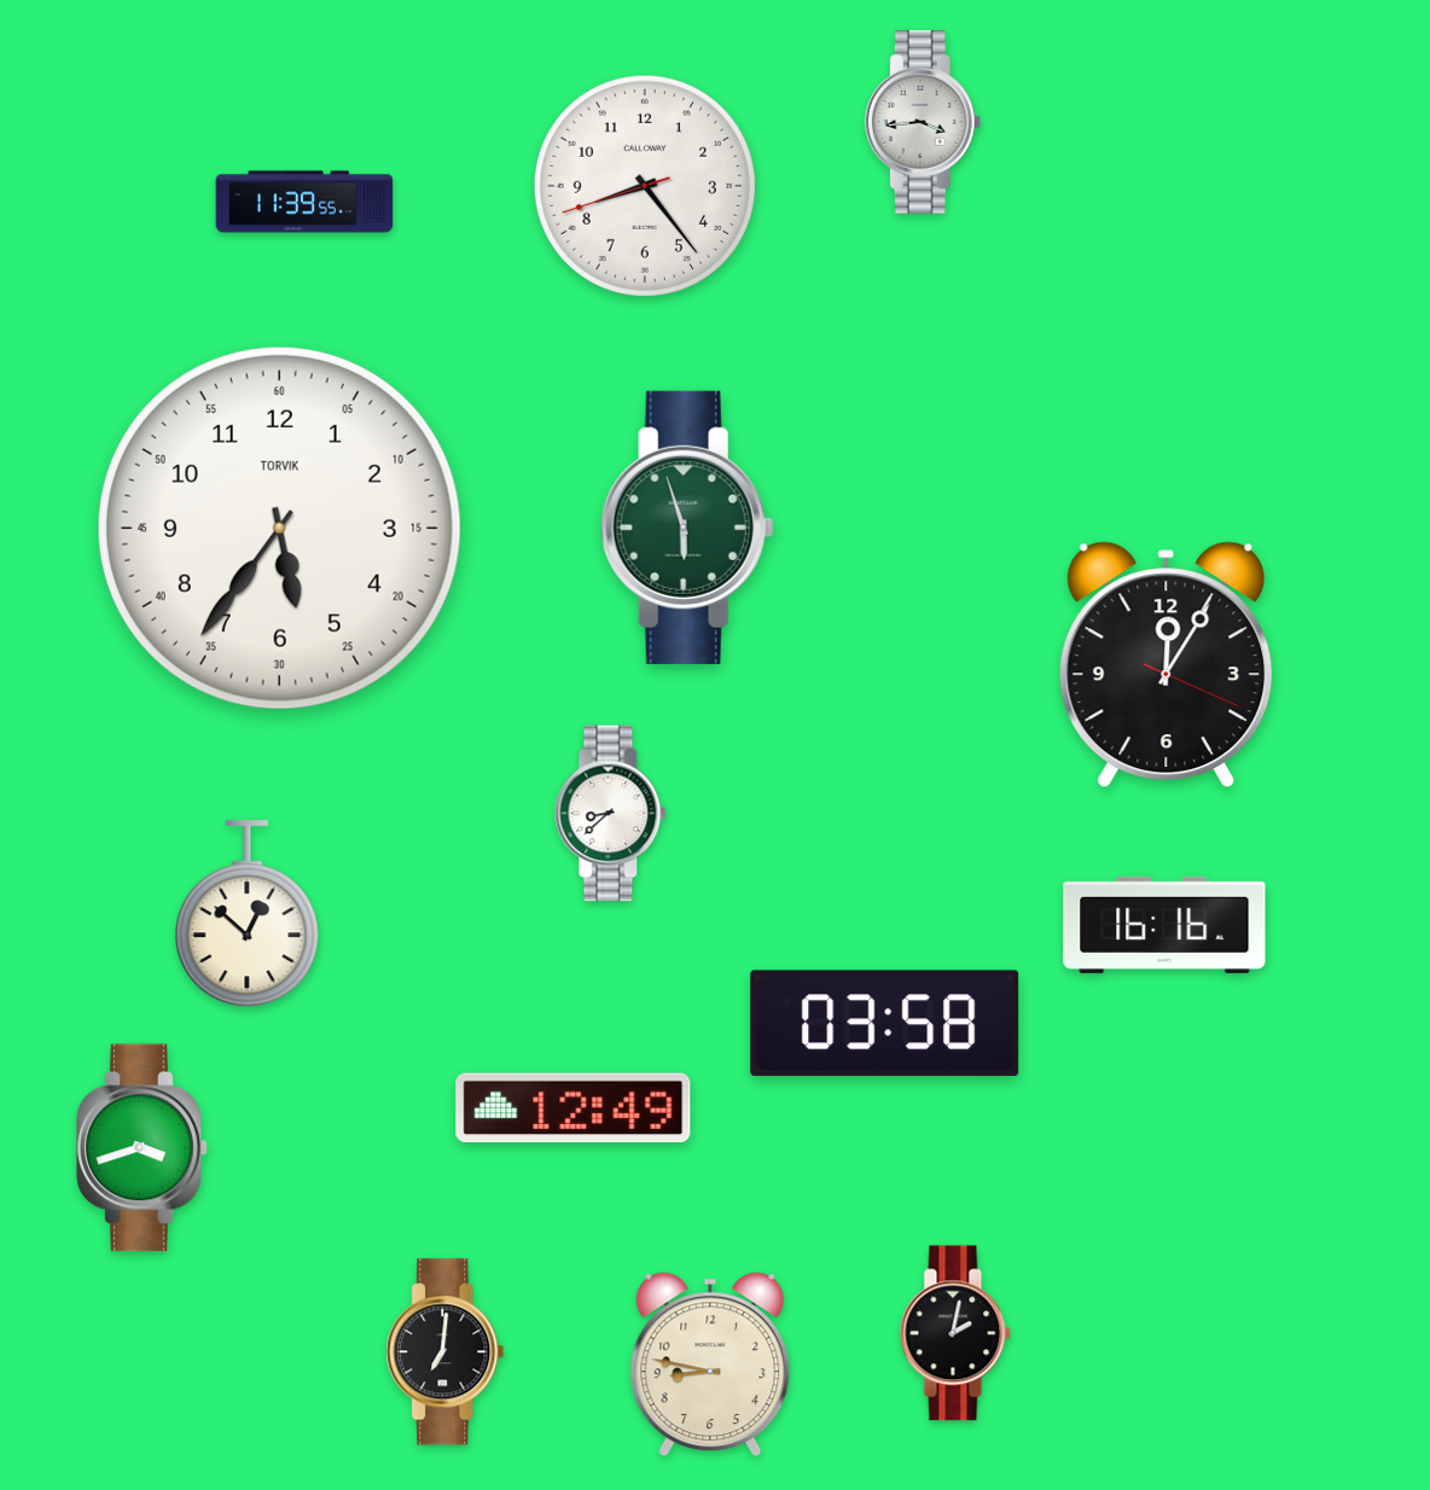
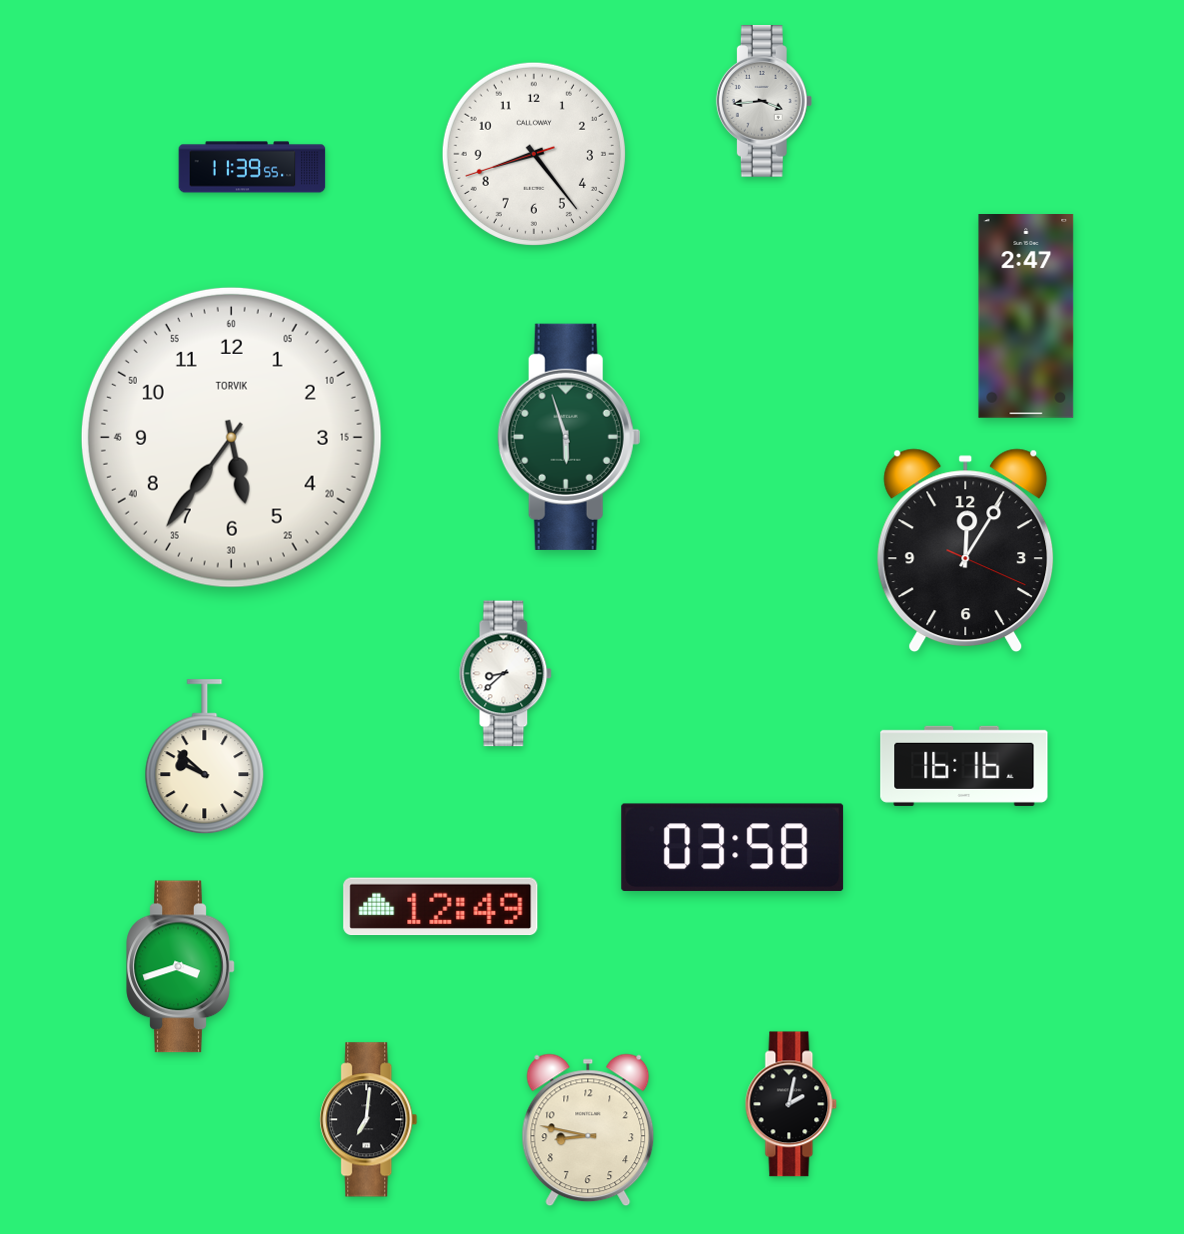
clock at (1026, 317): none -> 2:47
clock at (248, 914): 12:52 -> 9:52
clock at (574, 1108) position: (574, 1108) -> (441, 907)
clock at (143, 1148) position: (143, 1148) -> (181, 967)
